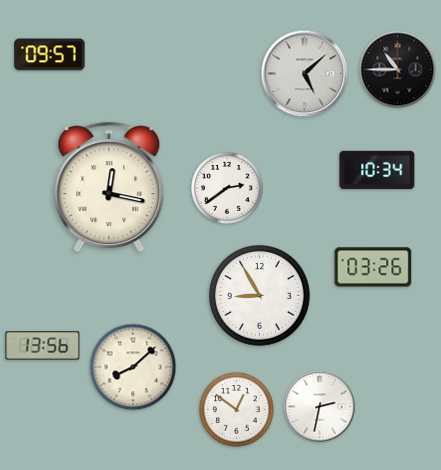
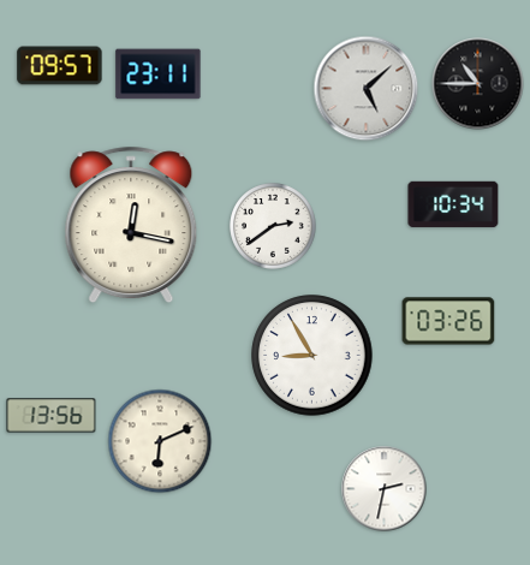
clock at (159, 75): none -> 23:11
clock at (133, 367): 8:08 -> 6:11
clock at (237, 410): 12:51 -> none
